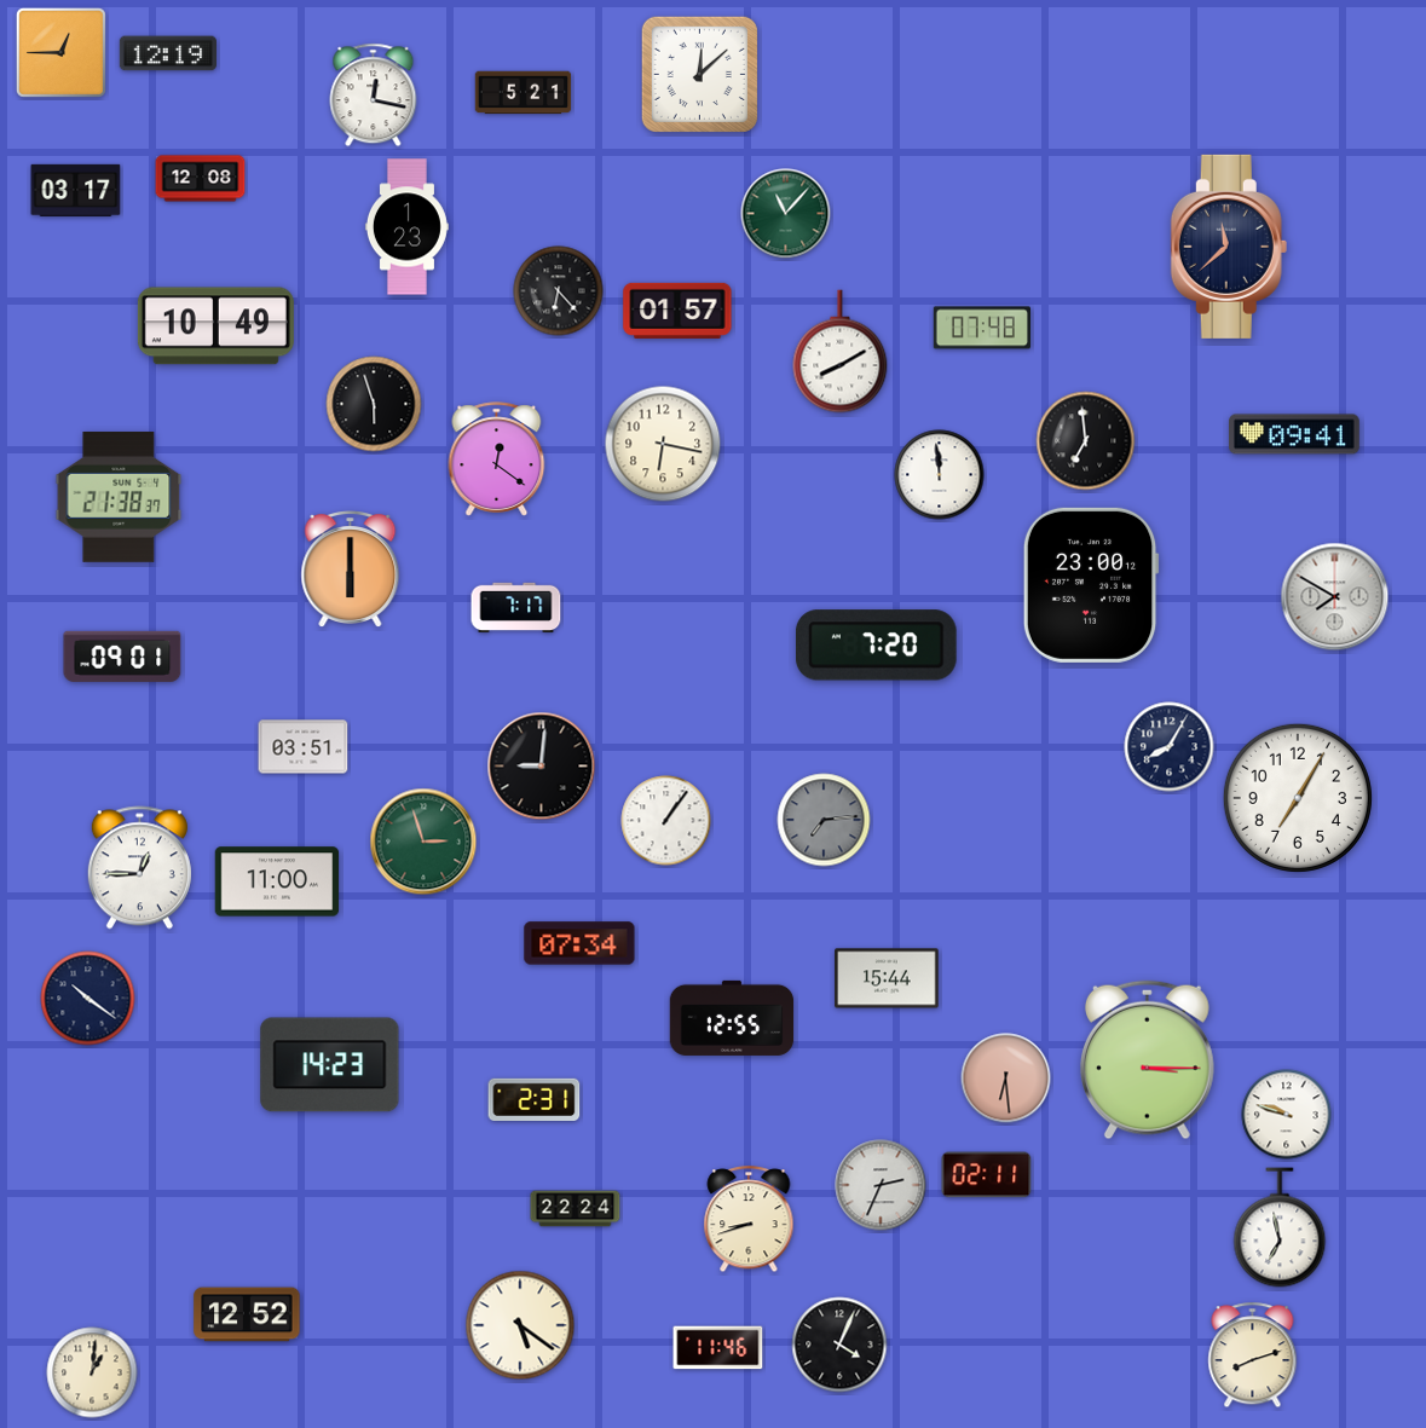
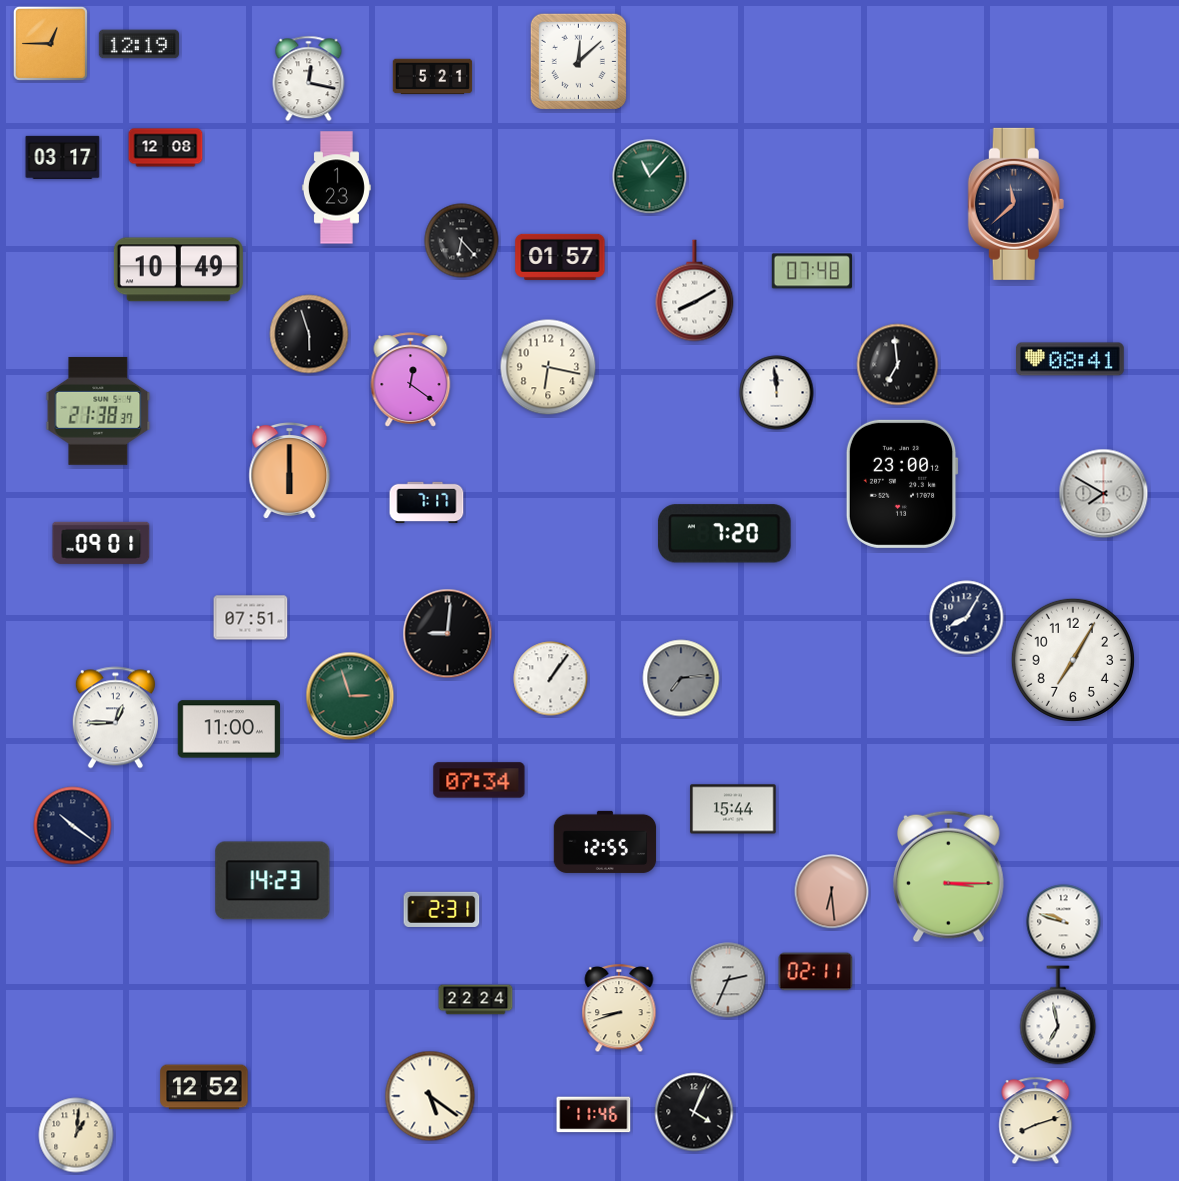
clock at (1295, 434): 09:41 -> 08:41
clock at (304, 747): 03:51 -> 07:51
